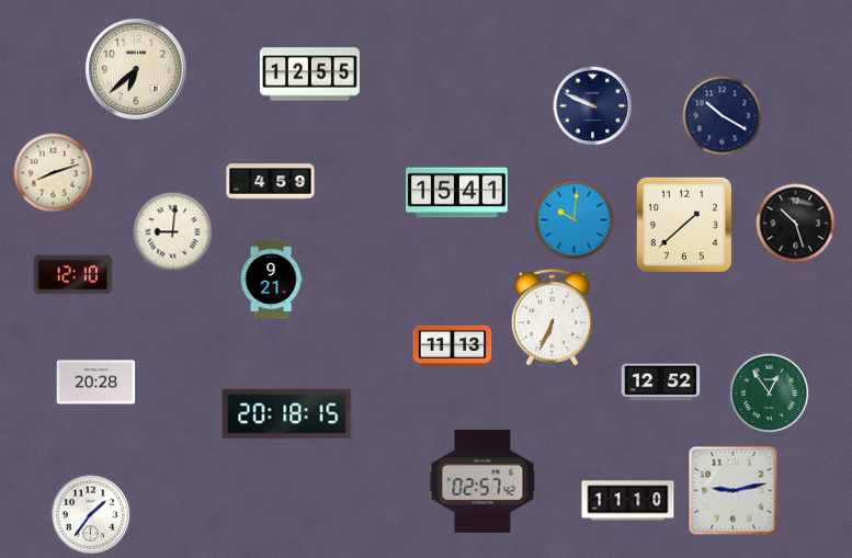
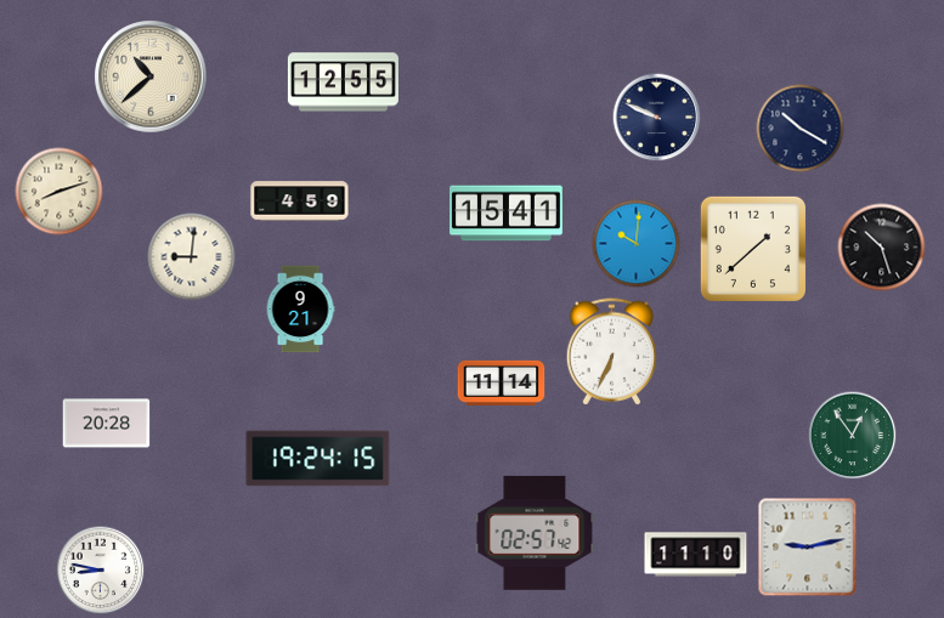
clock at (136, 69): 6:38 -> 10:38
clock at (684, 225) position: (684, 225) -> (753, 249)
clock at (73, 275): 12:10 -> none
clock at (453, 345): 11:13 -> 11:14
clock at (661, 383): 12:52 -> none
clock at (287, 414): 20:18 -> 19:24
clock at (734, 491) position: (734, 491) -> (808, 548)
clock at (91, 515): 1:36 -> 8:47
